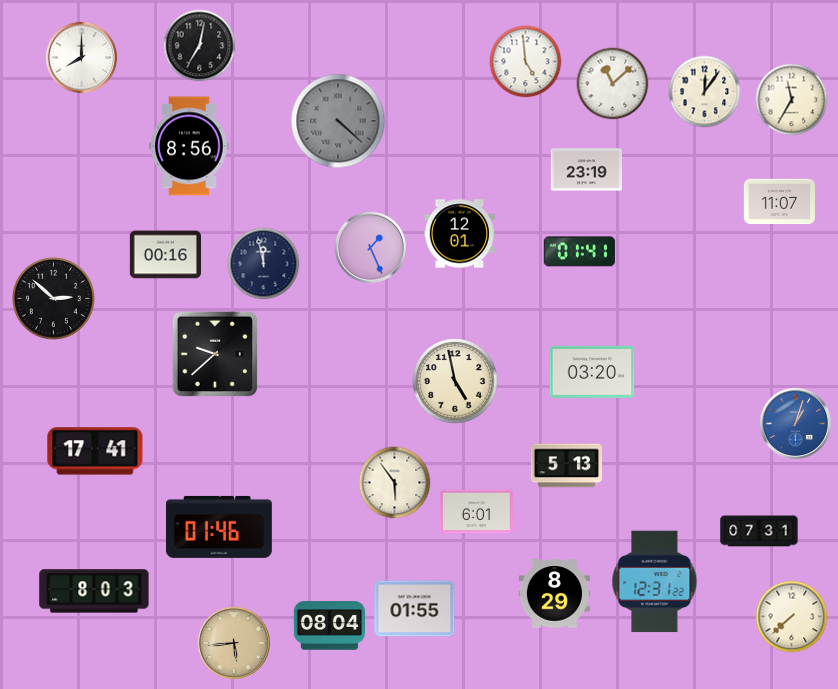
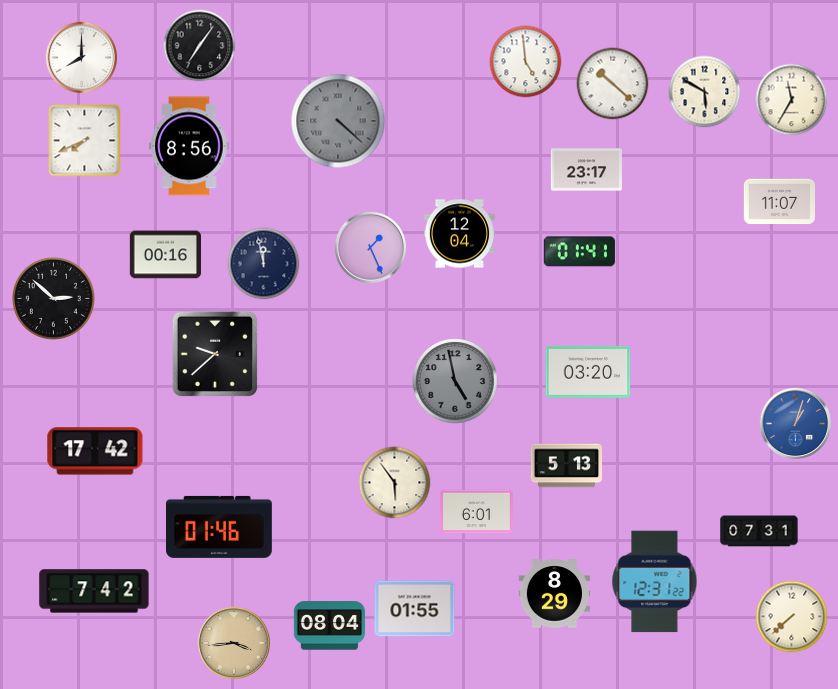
clock at (200, 46): 7:02 -> 7:06
clock at (613, 84): 11:08 -> 10:22
clock at (705, 92): 12:06 -> 5:50
clock at (85, 141): none -> 7:41
clock at (586, 170): 23:19 -> 23:17
clock at (459, 234): 12:01 -> 12:04
clock at (592, 372) position: (592, 372) -> (588, 372)
clock at (455, 381) dial: cream -> grey
clock at (95, 451): 17:41 -> 17:42
clock at (94, 591): 8:03 -> 7:42
clock at (233, 642): 5:44 -> 3:44
